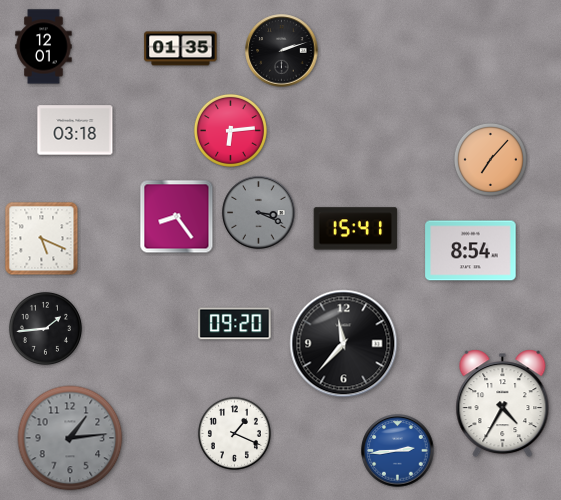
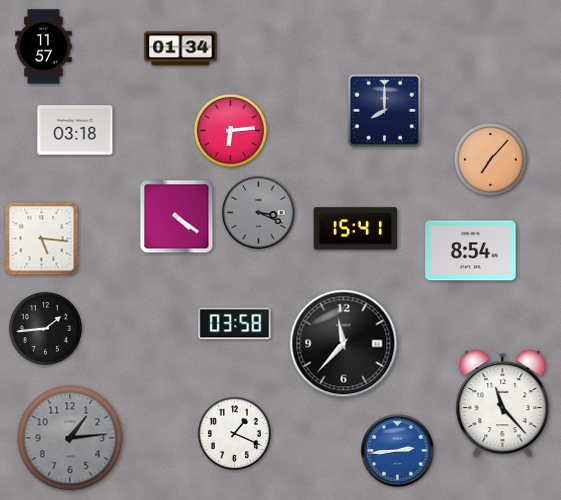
clock at (44, 47): 12:01 -> 11:57
clock at (181, 49): 01:35 -> 01:34
clock at (282, 51): 2:12 -> none
clock at (384, 110): none -> 8:00
clock at (177, 217): 8:24 -> 4:21
clock at (42, 239): 5:19 -> 5:16
clock at (235, 324): 09:20 -> 03:58
clock at (503, 404): 4:35 -> 11:23
